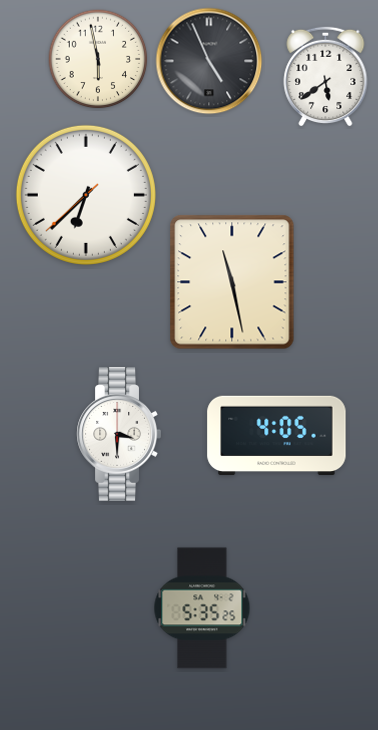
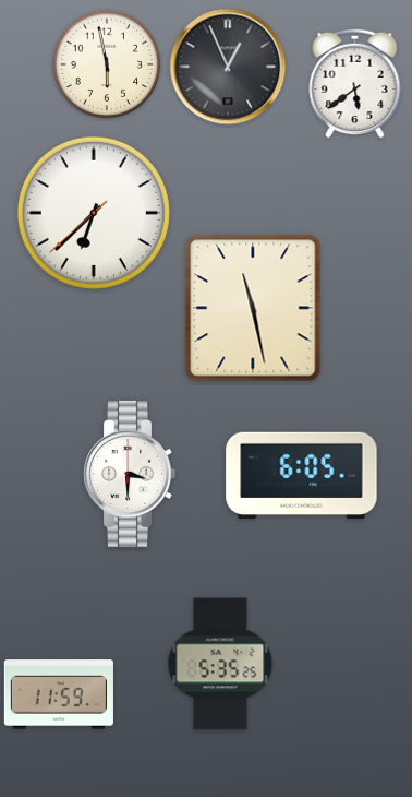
clock at (209, 61): 4:56 -> 12:56
clock at (277, 436): 4:05 -> 6:05
clock at (59, 694): none -> 11:59
